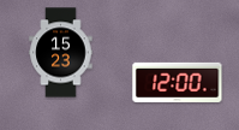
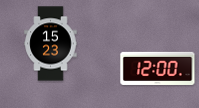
clock at (178, 82) position: (178, 82) -> (158, 68)
